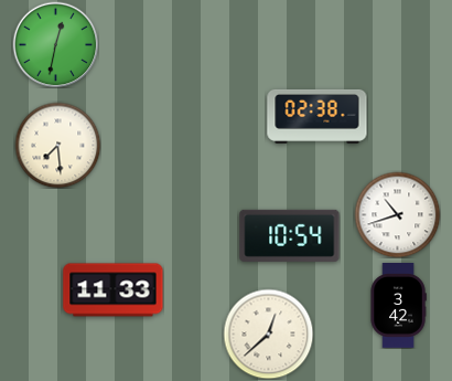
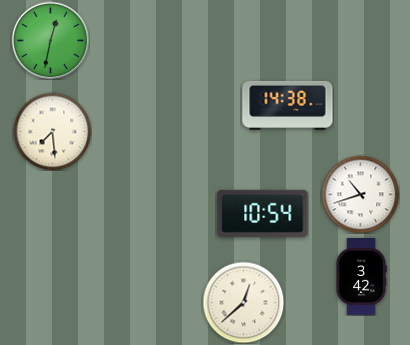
clock at (318, 116): 02:38 -> 14:38
clock at (114, 290): 11:33 -> none
